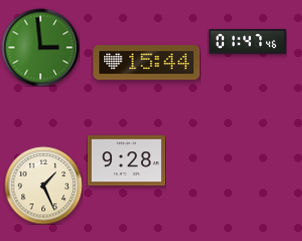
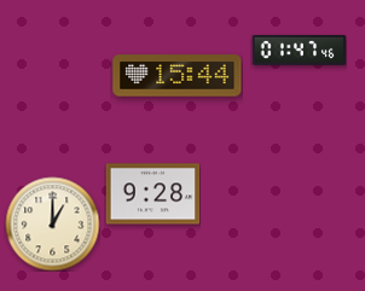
clock at (40, 47): 2:59 -> none
clock at (43, 185): 1:26 -> 1:00
